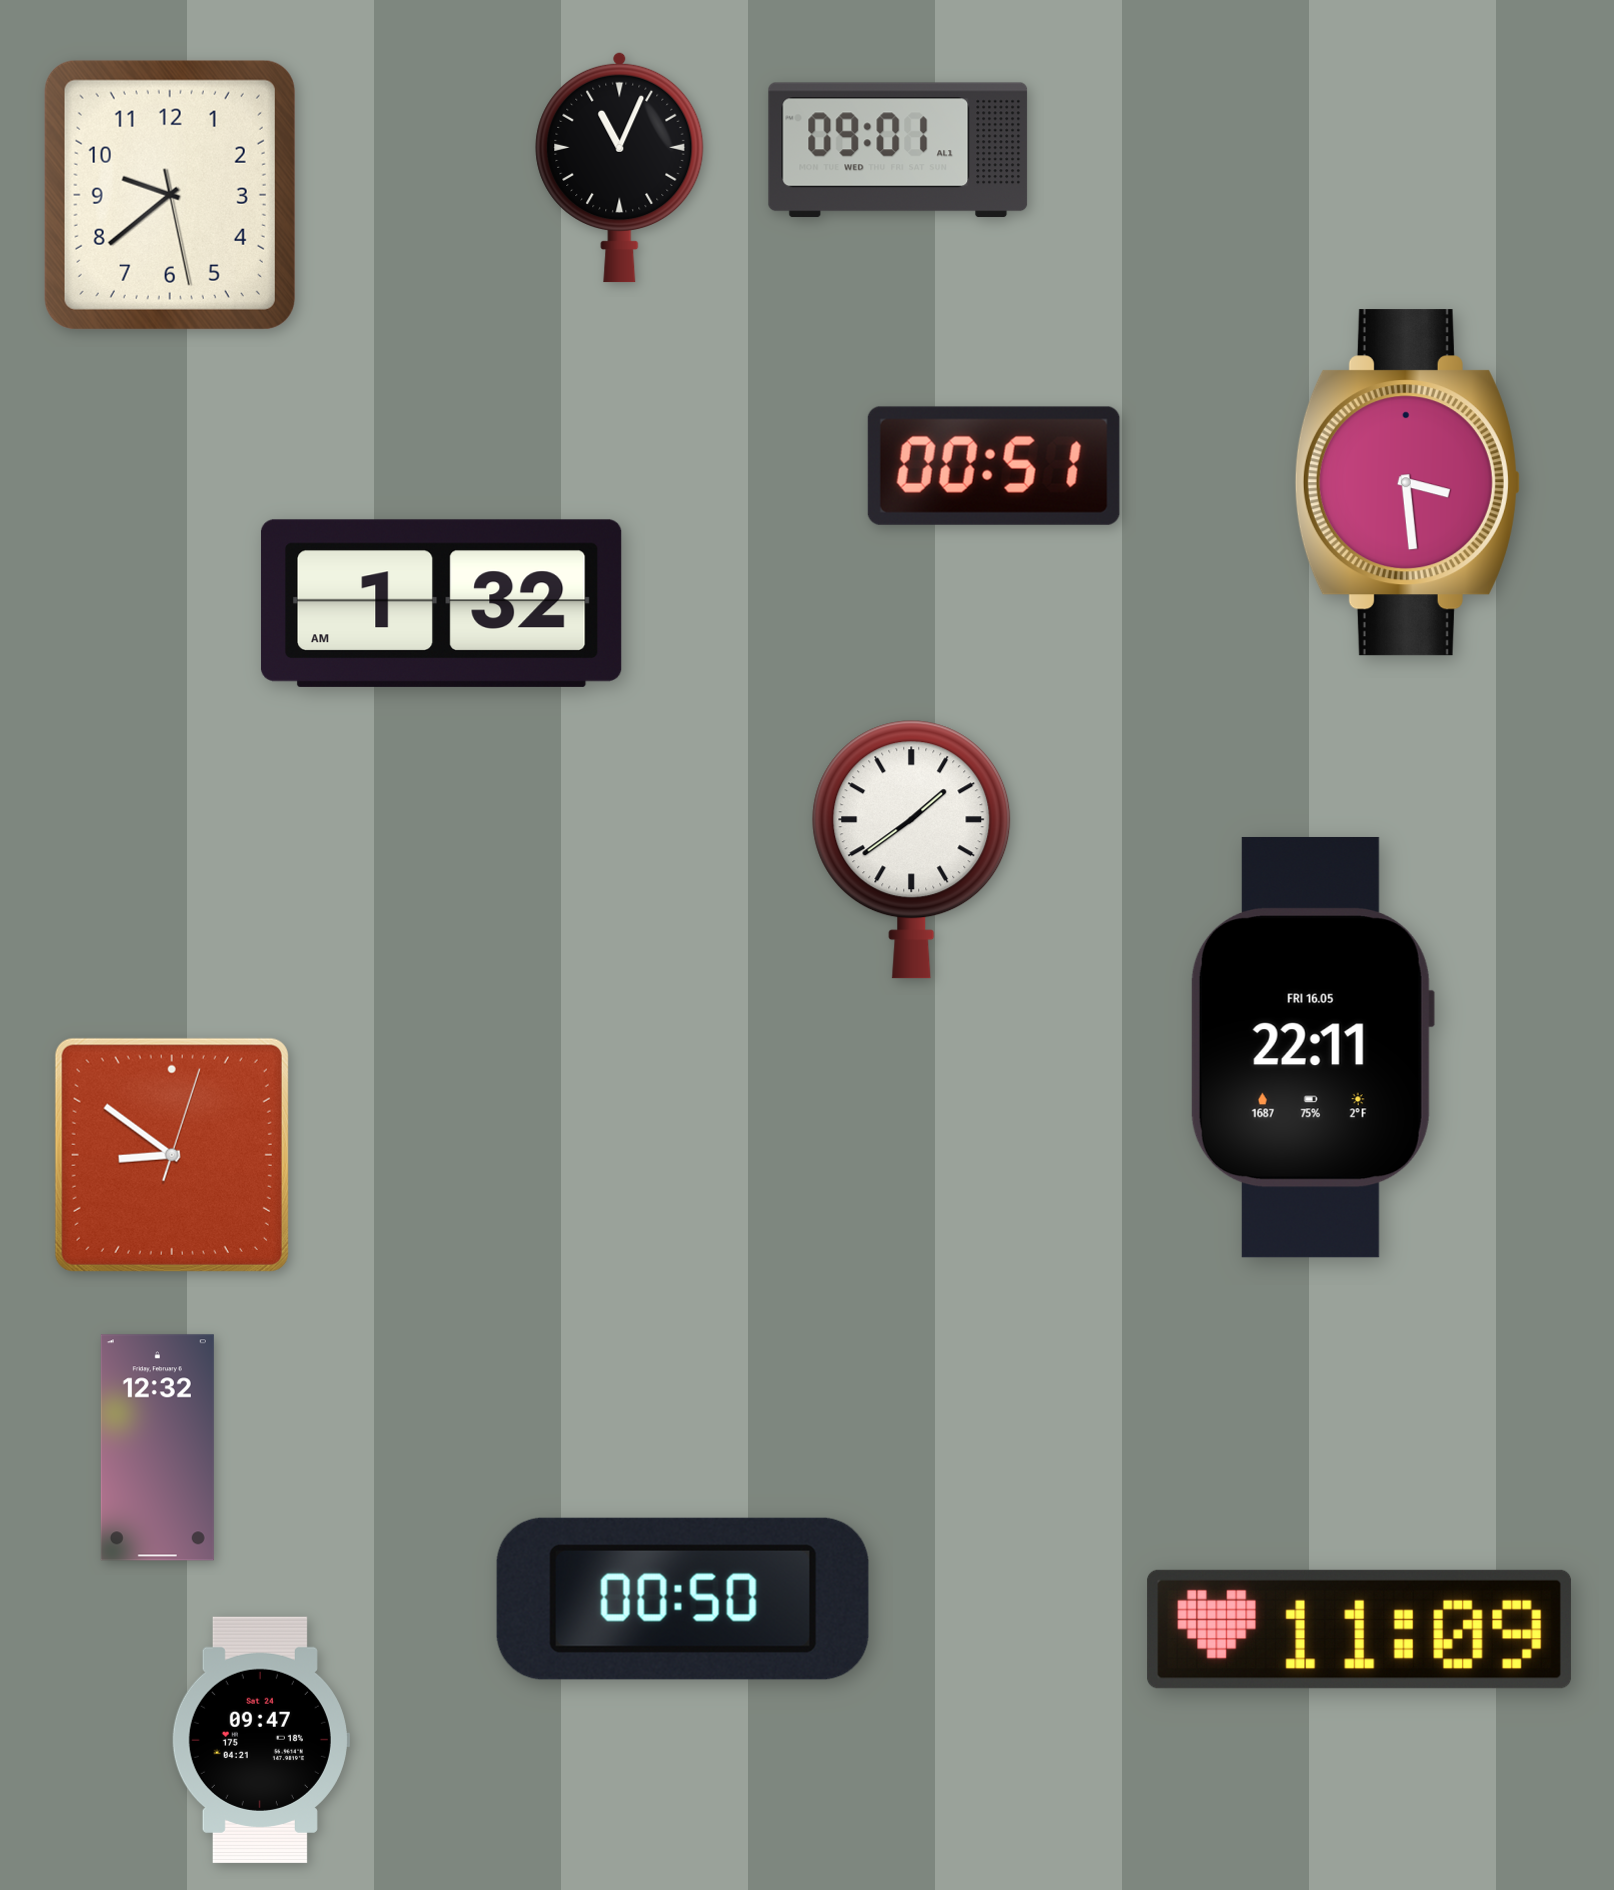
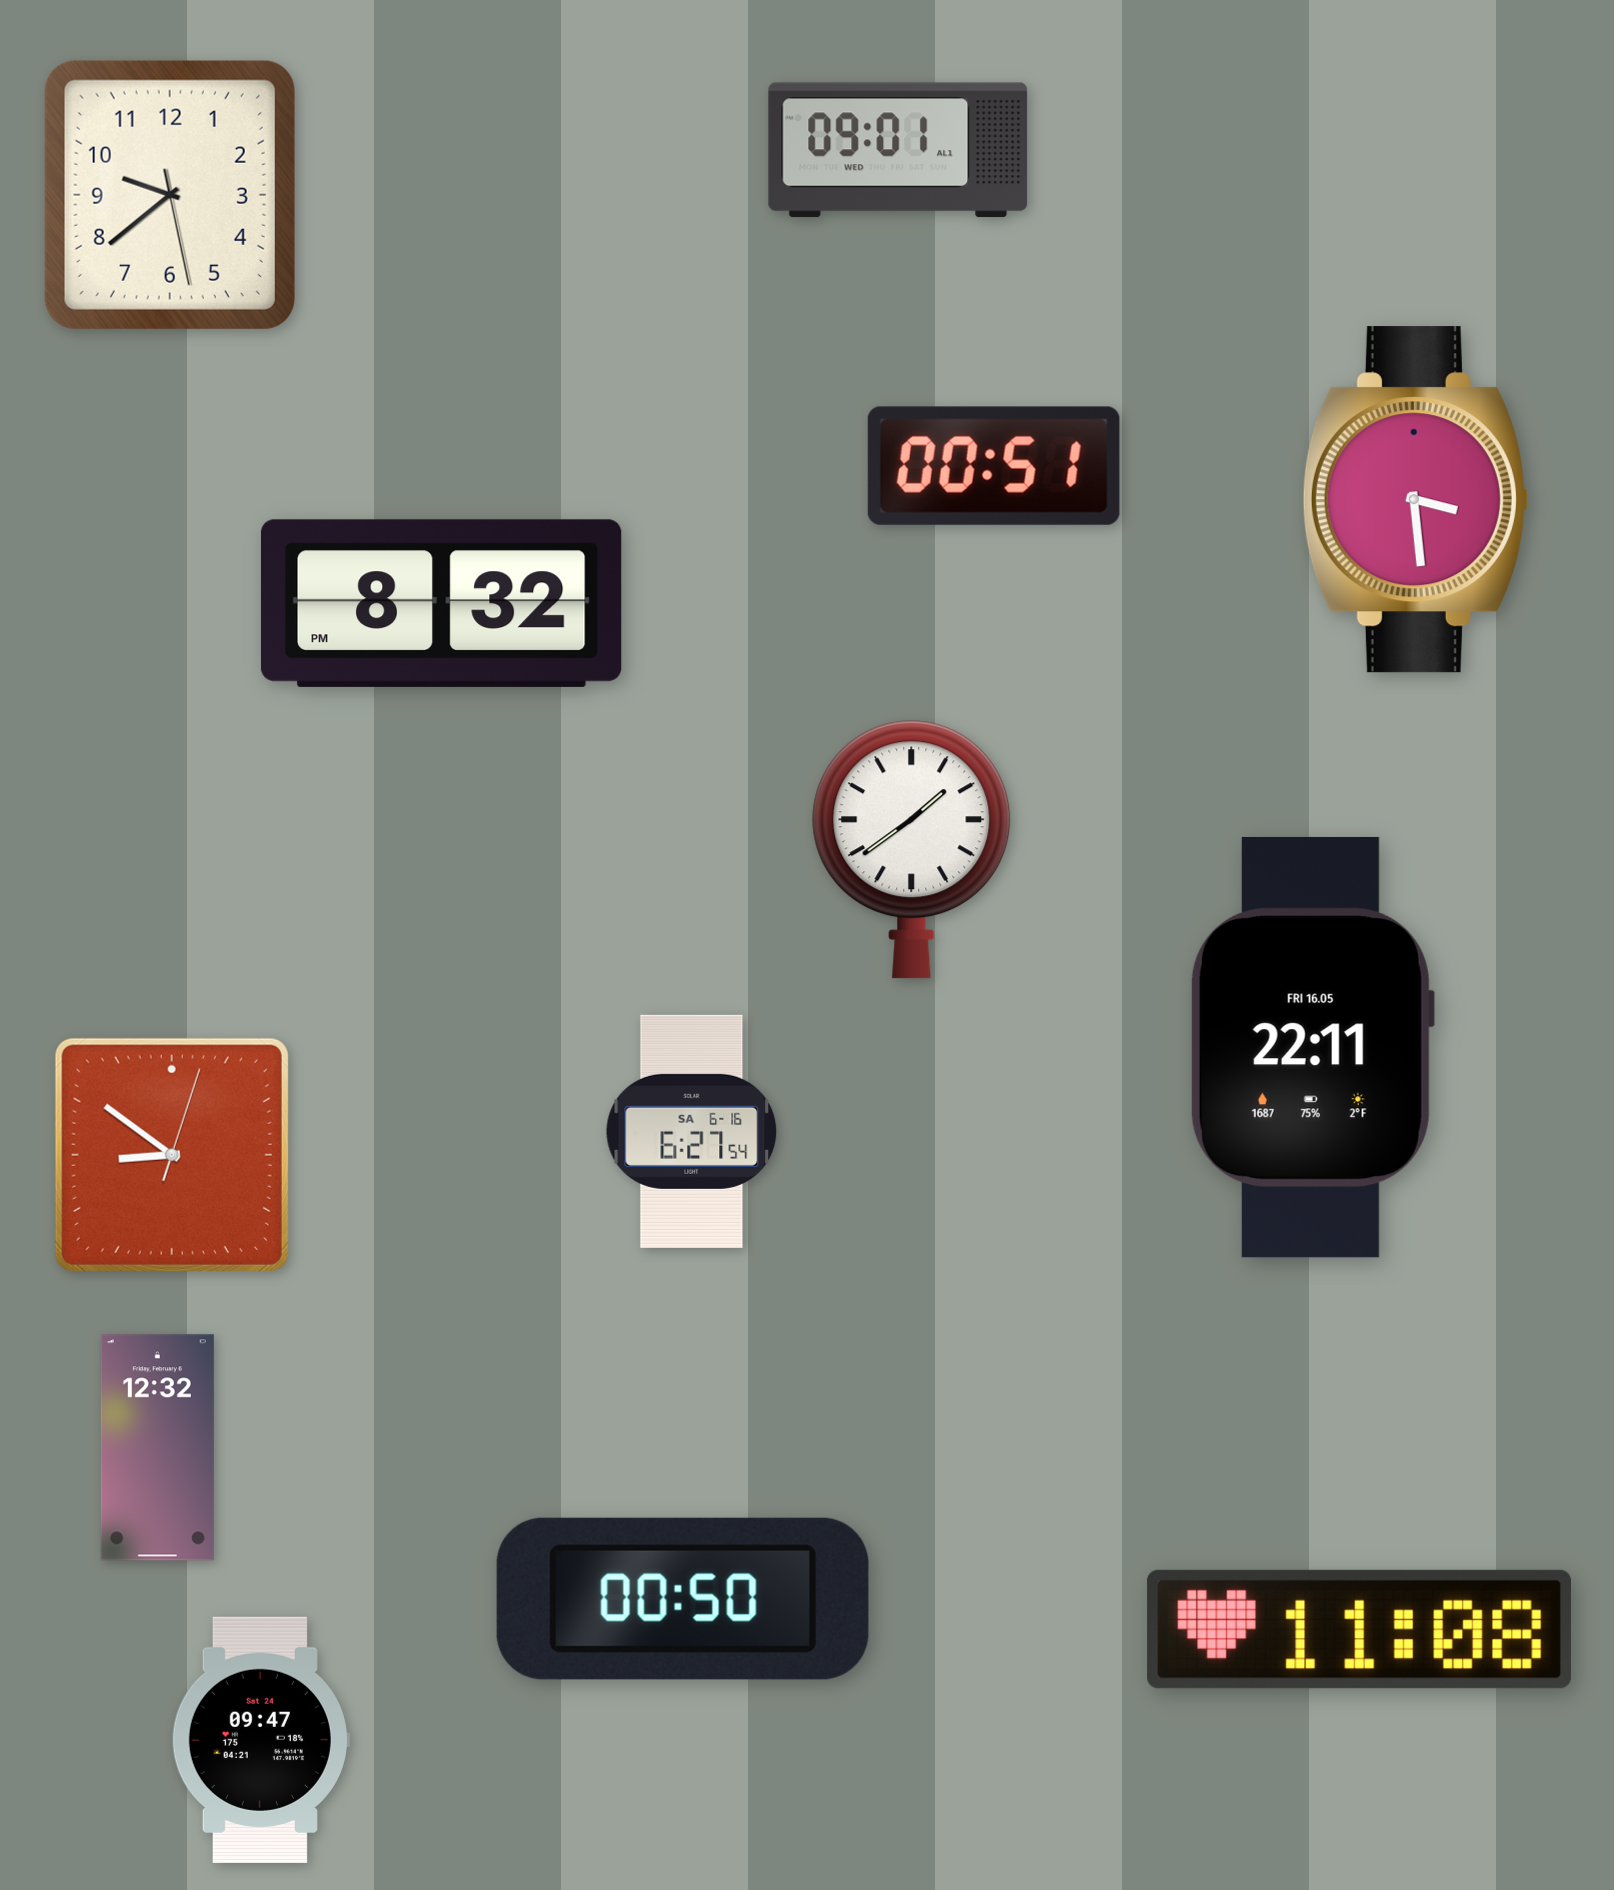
clock at (620, 167): 11:04 -> none
clock at (1407, 483) position: (1407, 483) -> (1415, 500)
clock at (441, 603): 1:32 -> 8:32
clock at (692, 1131): none -> 6:27
clock at (1359, 1629): 11:09 -> 11:08
